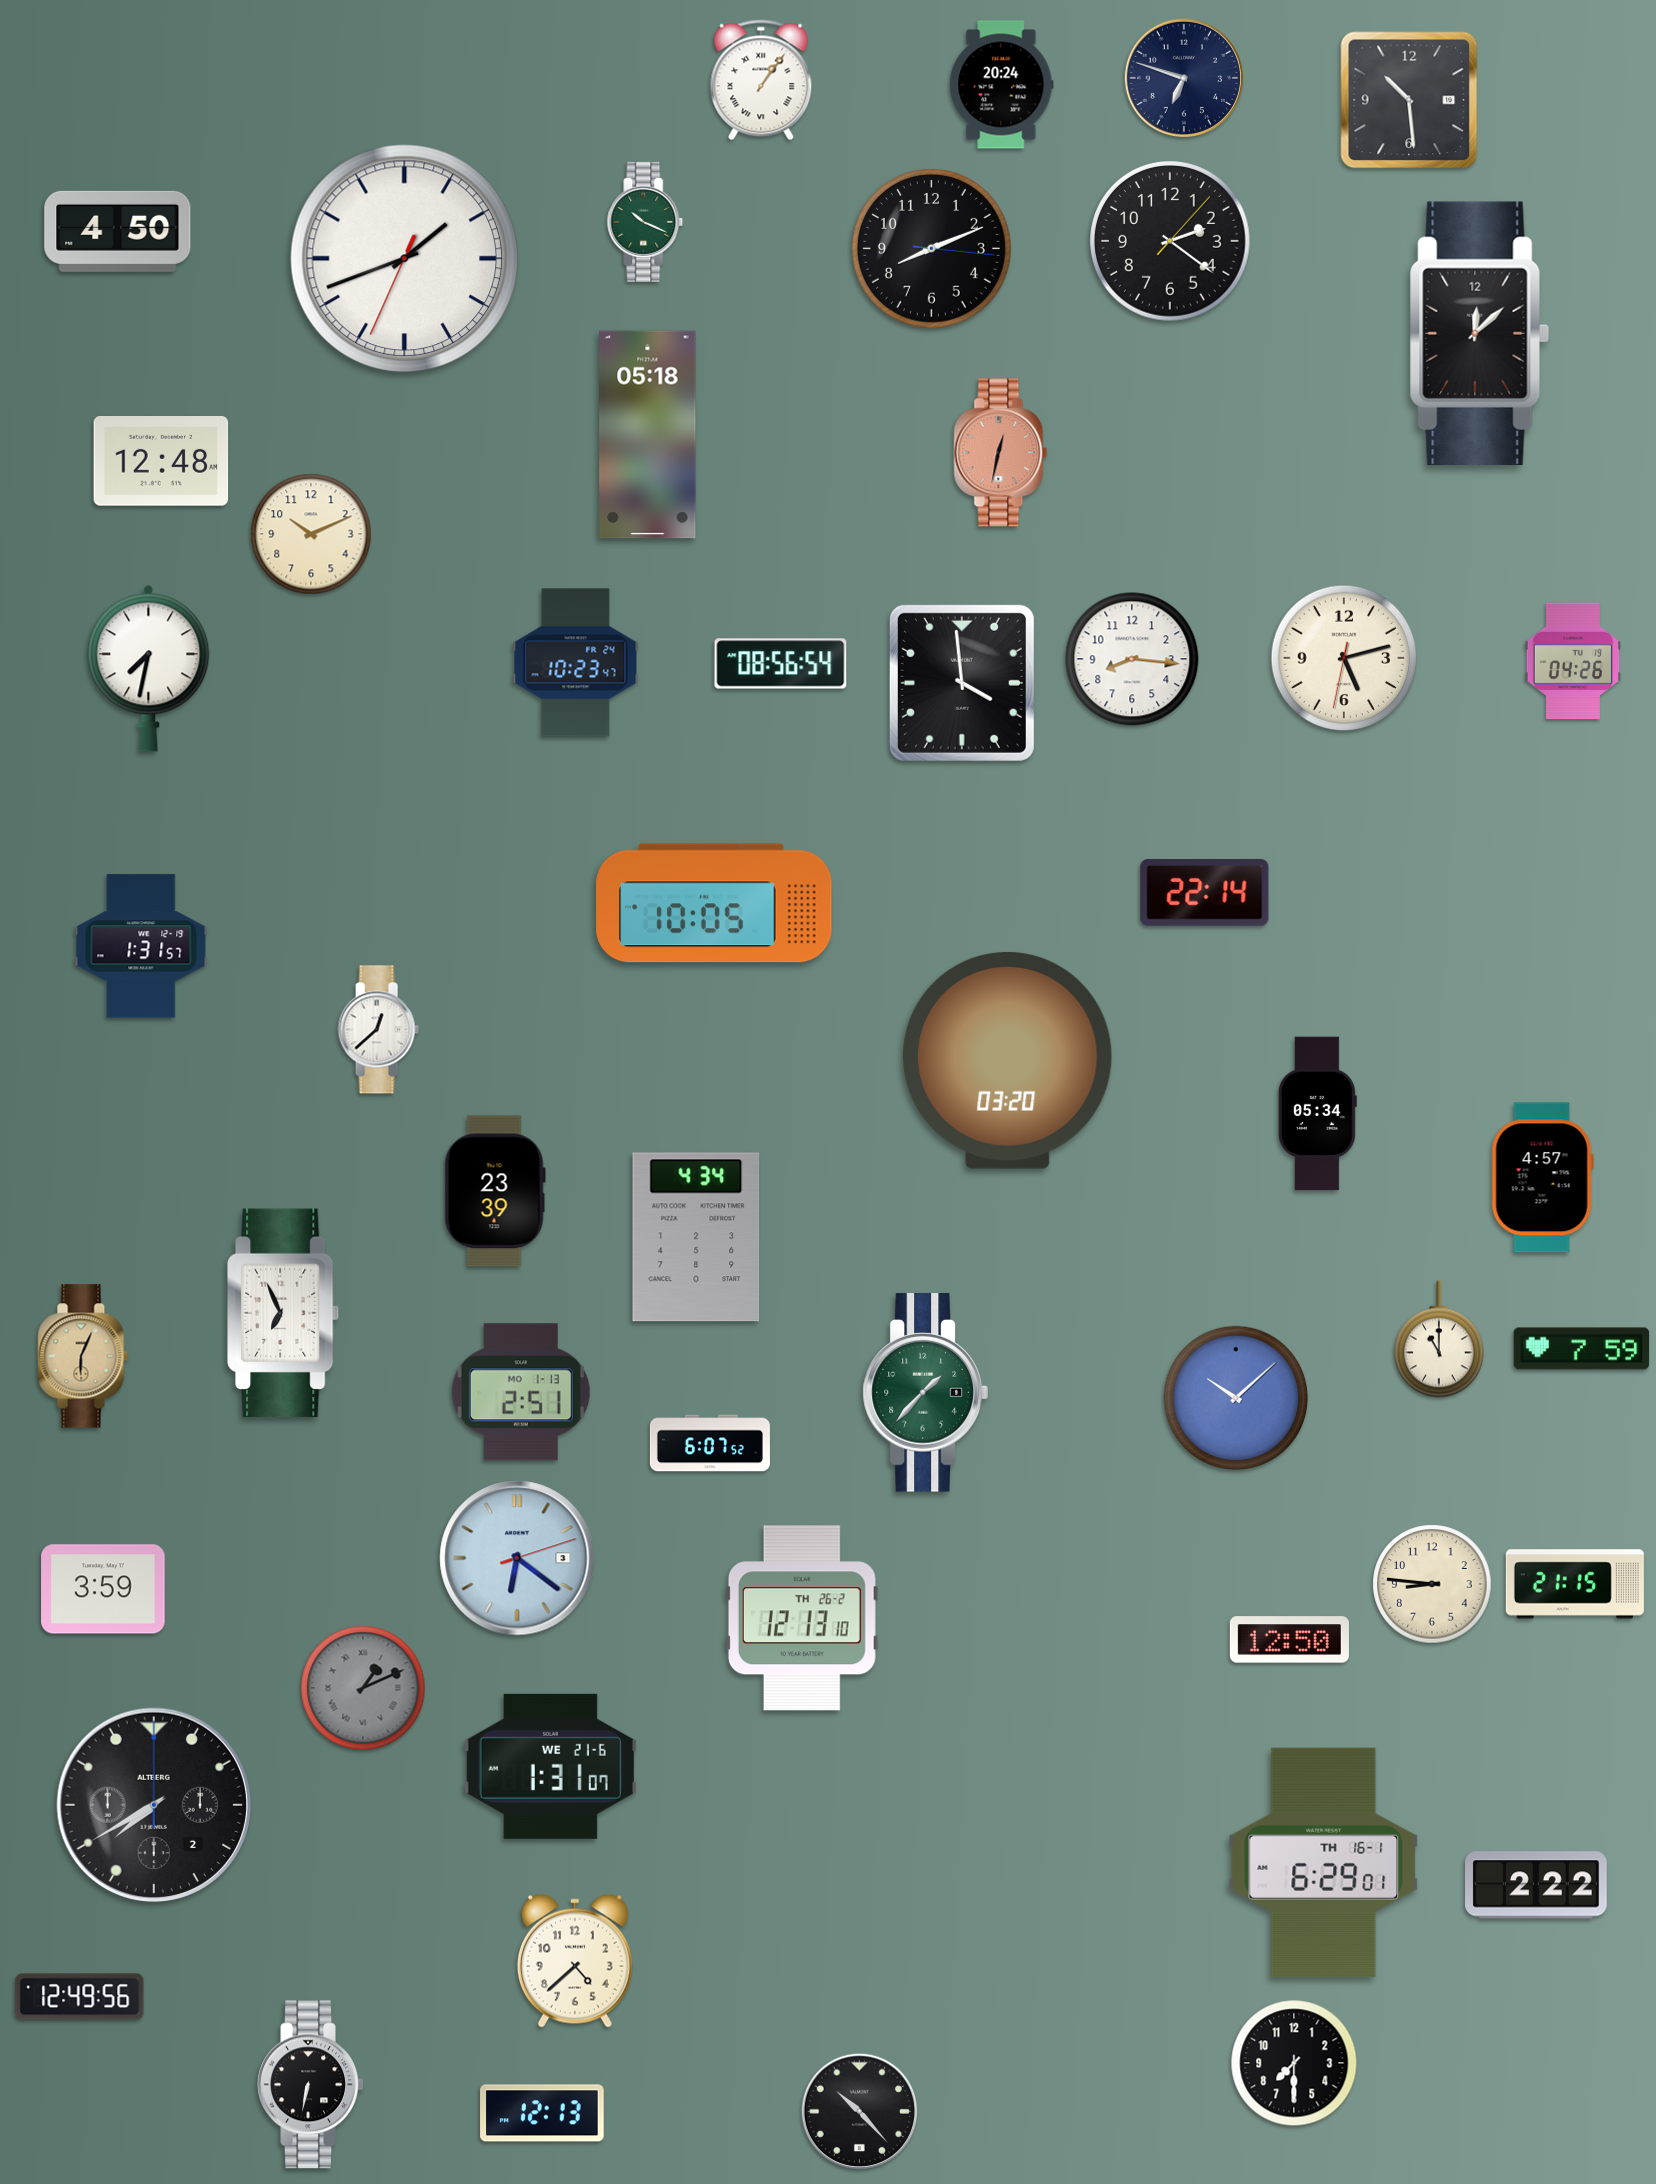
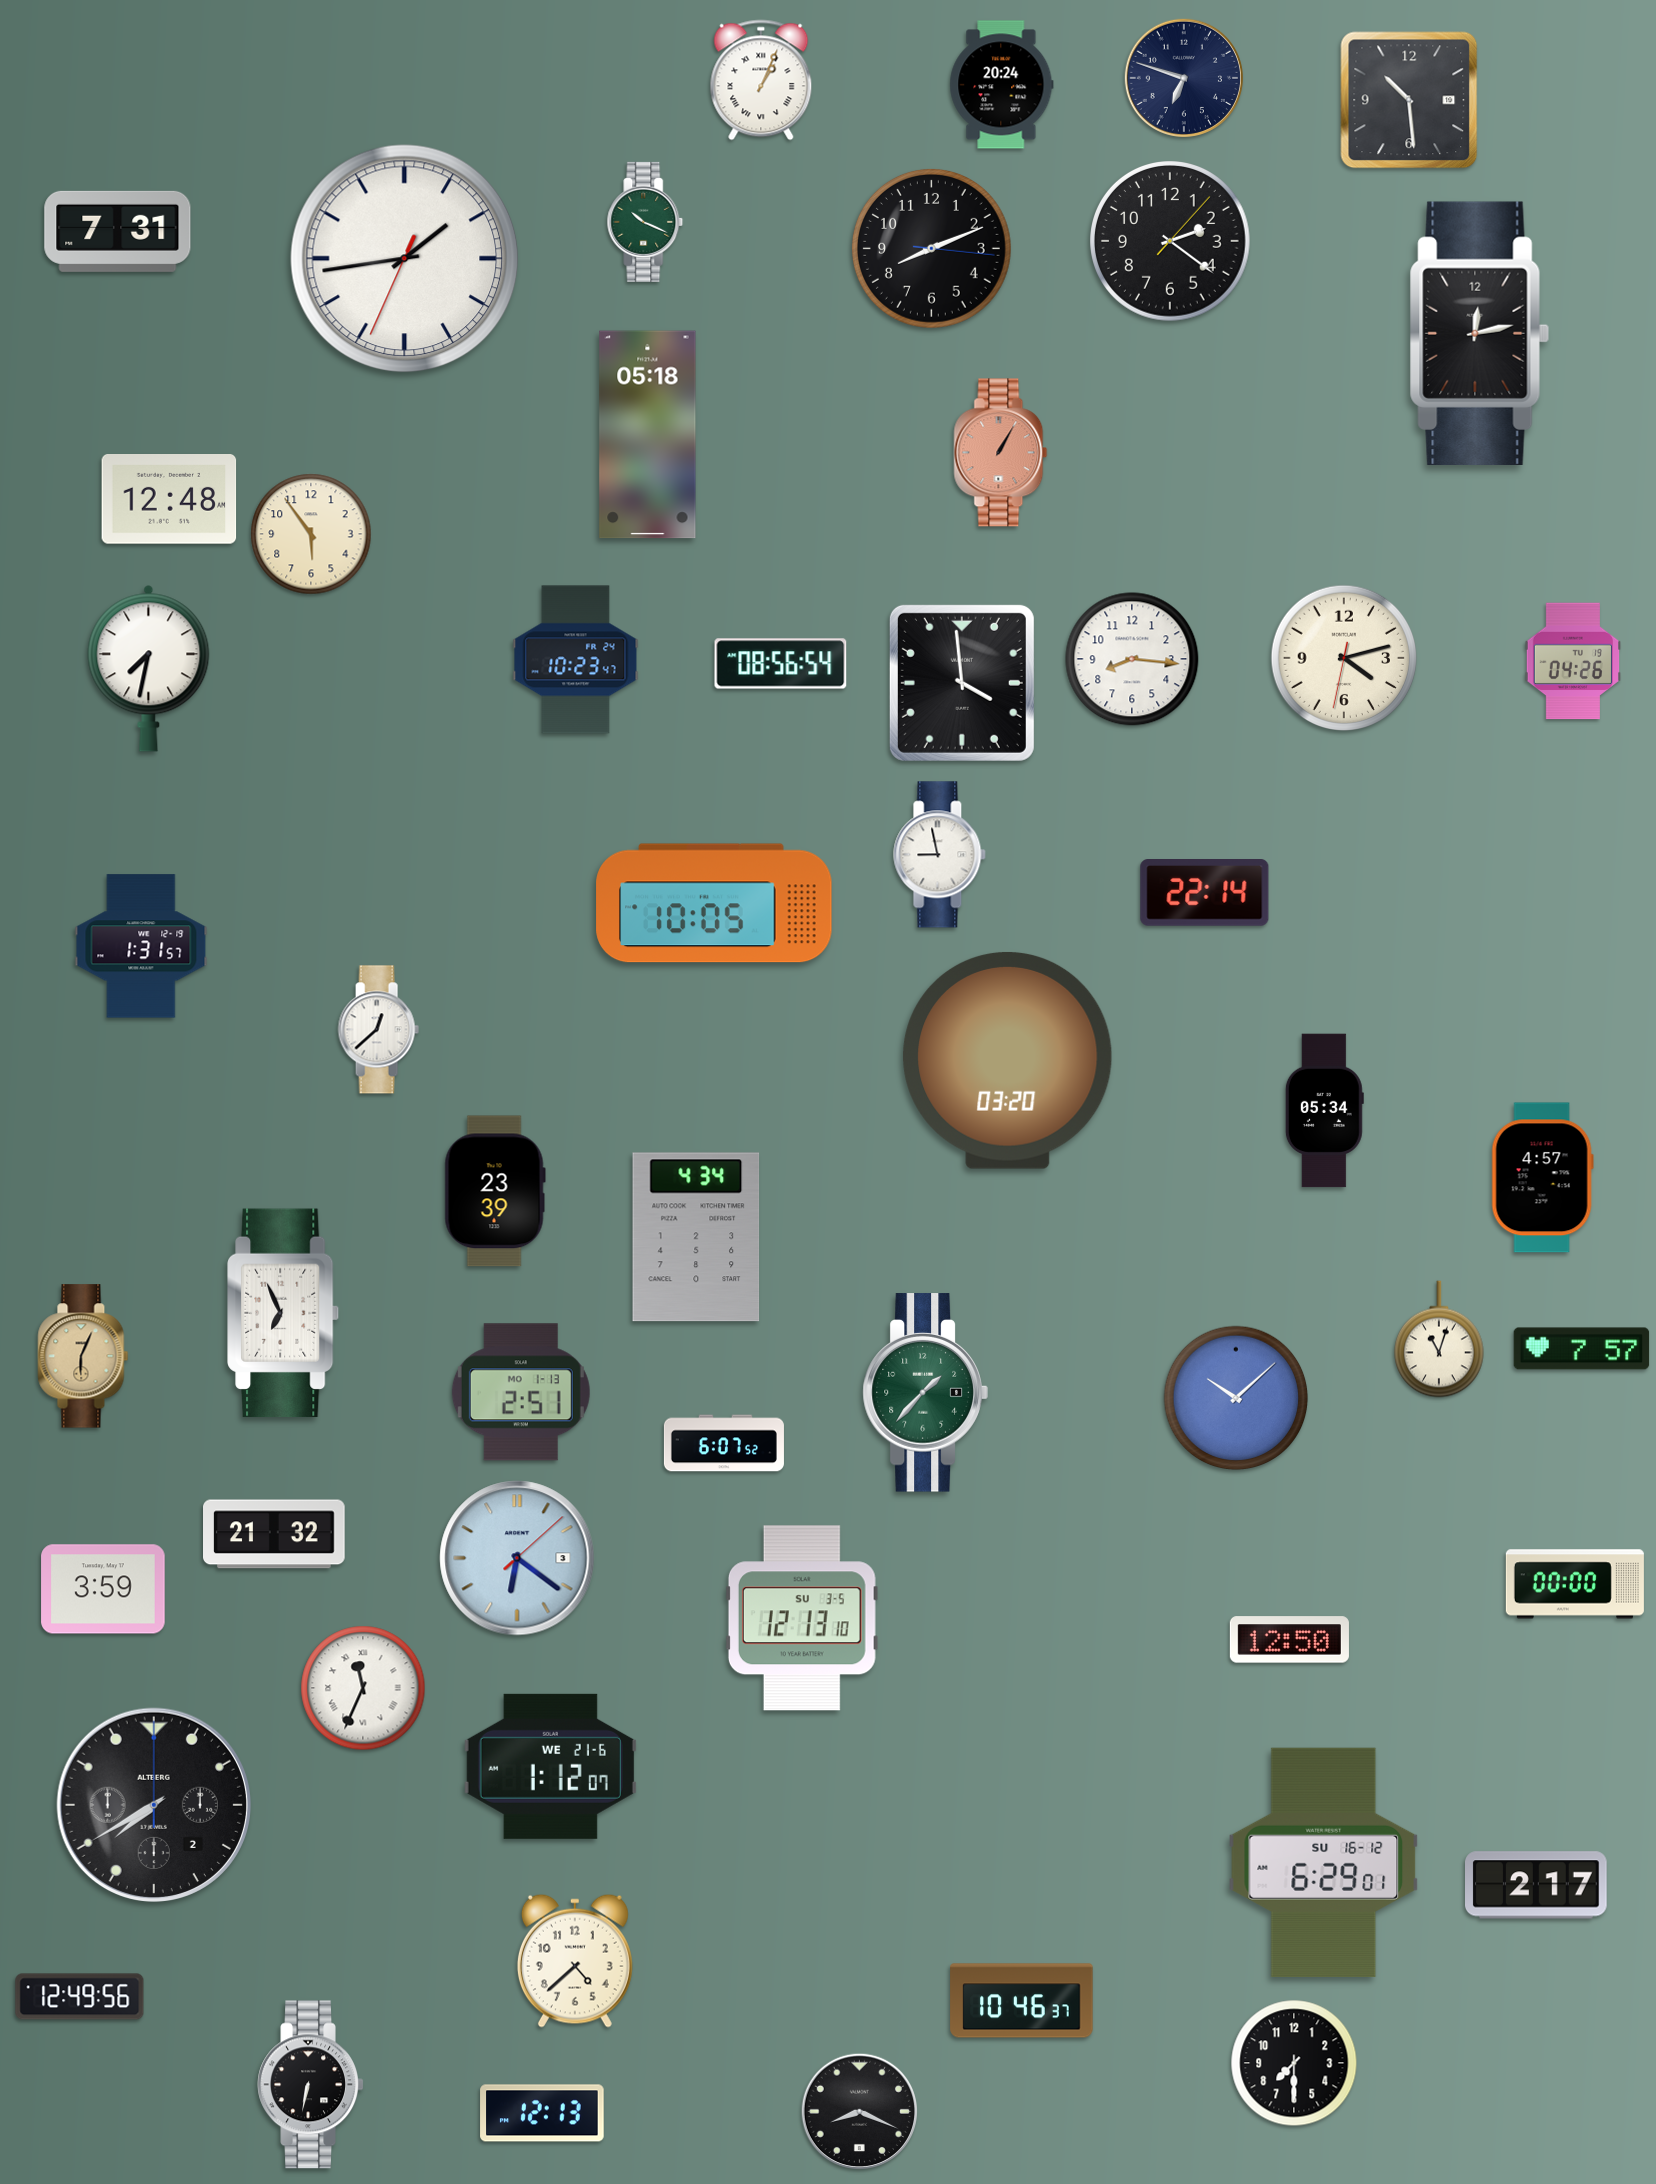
clock at (761, 80): 1:06 -> 1:04
clock at (118, 231): 4:50 -> 7:31
clock at (405, 259): 1:41 -> 1:43
clock at (1479, 333): 12:08 -> 12:13
clock at (1001, 453): 12:32 -> 1:05
clock at (161, 461) position: (161, 461) -> (169, 499)
clock at (311, 534): 10:11 -> 5:54
clock at (1343, 657): 5:12 -> 4:12
clock at (576, 663) position: (576, 663) -> (576, 660)
clock at (940, 855): none -> 8:58
clock at (1317, 1114) position: (1317, 1114) -> (1324, 1111)
clock at (1440, 1339): 11:00 -> 11:03
clock at (1582, 1349): 7:59 -> 7:57
clock at (710, 1443) position: (710, 1443) -> (724, 1443)
clock at (275, 1534): none -> 21:32
clock at (517, 1558): 6:21:12 -> 6:21:08
clock at (1432, 1584): 8:46 -> none
clock at (1575, 1584): 21:15 -> 00:00
clock at (802, 1618) date: TH 26-2 -> SU 3-5
clock at (363, 1688): 1:11 -> 11:34
clock at (363, 1688) dial: grey -> white
clock at (550, 1766): 1:31 -> 1:12
clock at (1324, 1862) date: TH 16-1 -> SU 16-12
clock at (1537, 1885): 2:22 -> 2:17
clock at (1022, 2001): none -> 10:46
clock at (860, 2112): 10:23 -> 8:19
